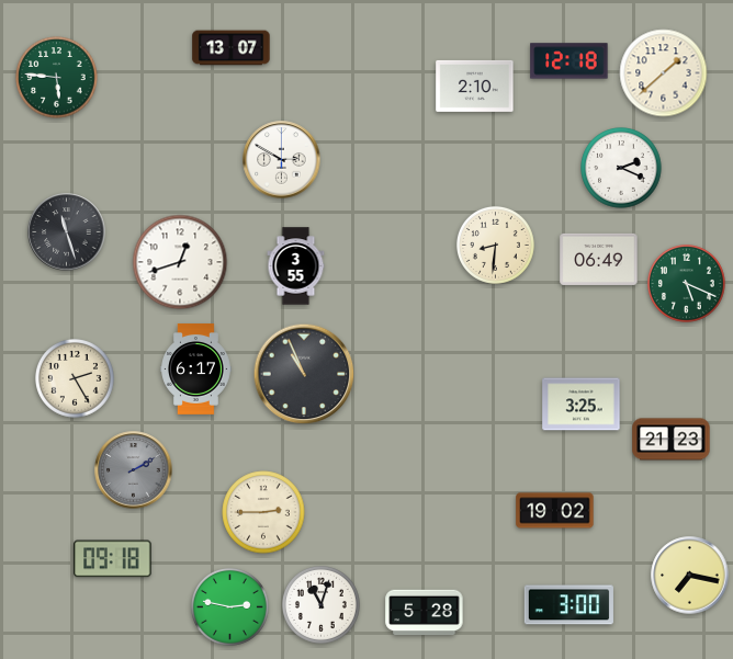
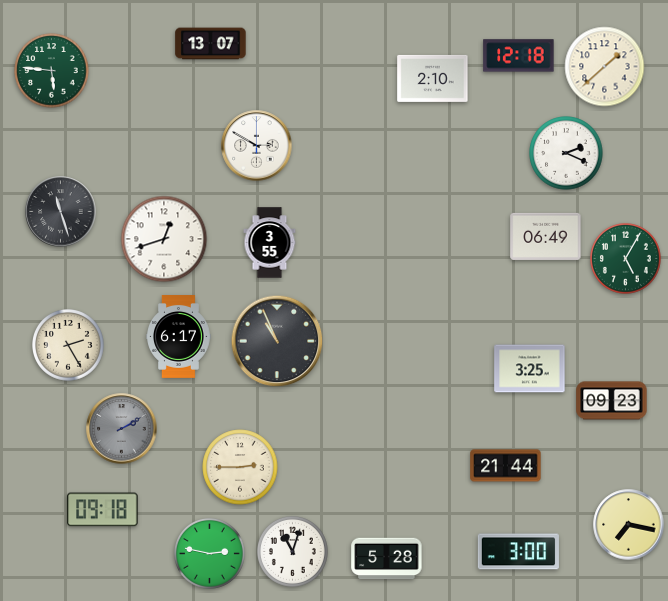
clock at (495, 245): 8:31 -> none
clock at (686, 283): 5:19 -> 5:05
clock at (672, 440): 21:23 -> 09:23
clock at (555, 511): 19:02 -> 21:44
